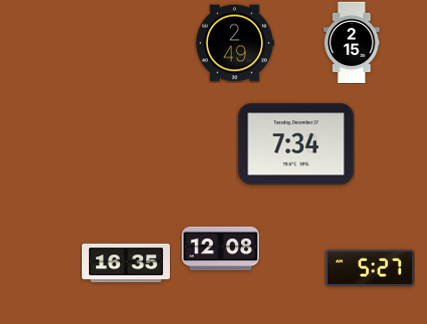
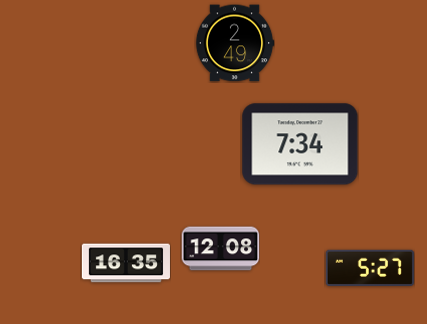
clock at (352, 42): 2:15 -> none
clock at (296, 144) position: (296, 144) -> (300, 144)
